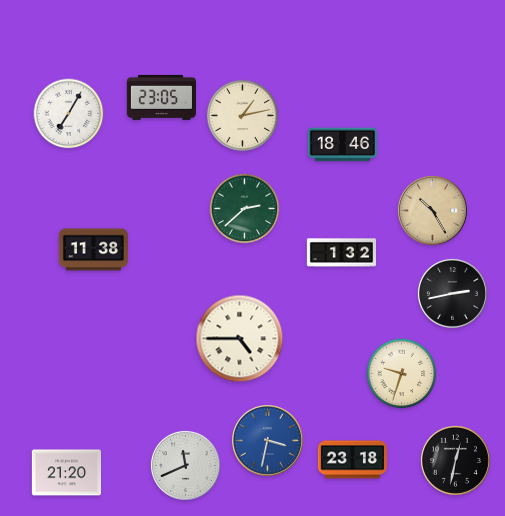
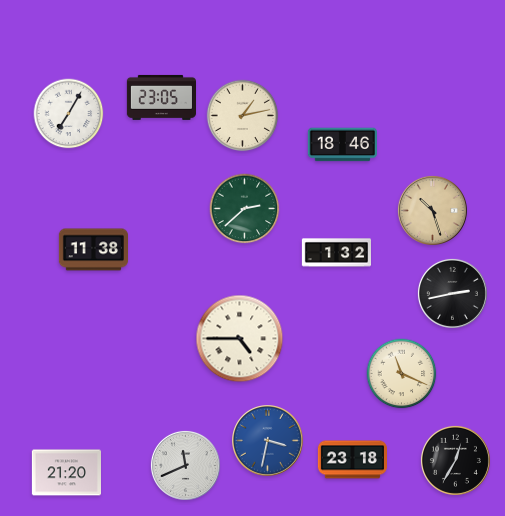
clock at (432, 210): 10:25 -> 10:27
clock at (341, 253) position: (341, 253) -> (336, 253)
clock at (402, 374): 9:33 -> 11:19
clock at (455, 460): 12:32 -> 12:35
